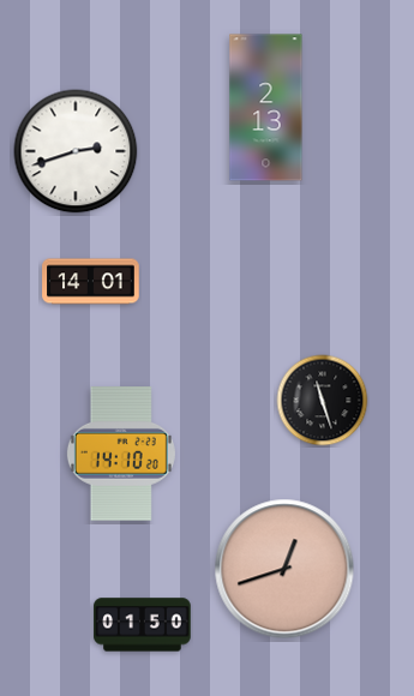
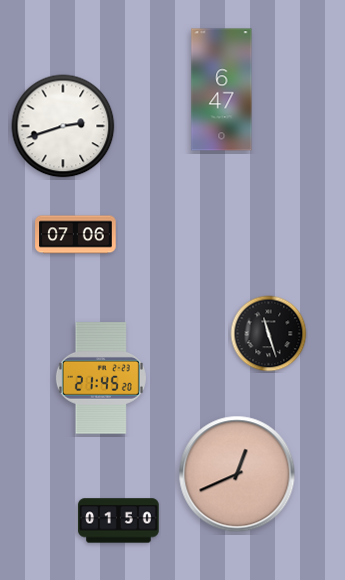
clock at (266, 108): 2:13 -> 6:47
clock at (91, 282): 14:01 -> 07:06
clock at (121, 454): 14:10 -> 21:45
clock at (284, 569): 12:42 -> 12:41
